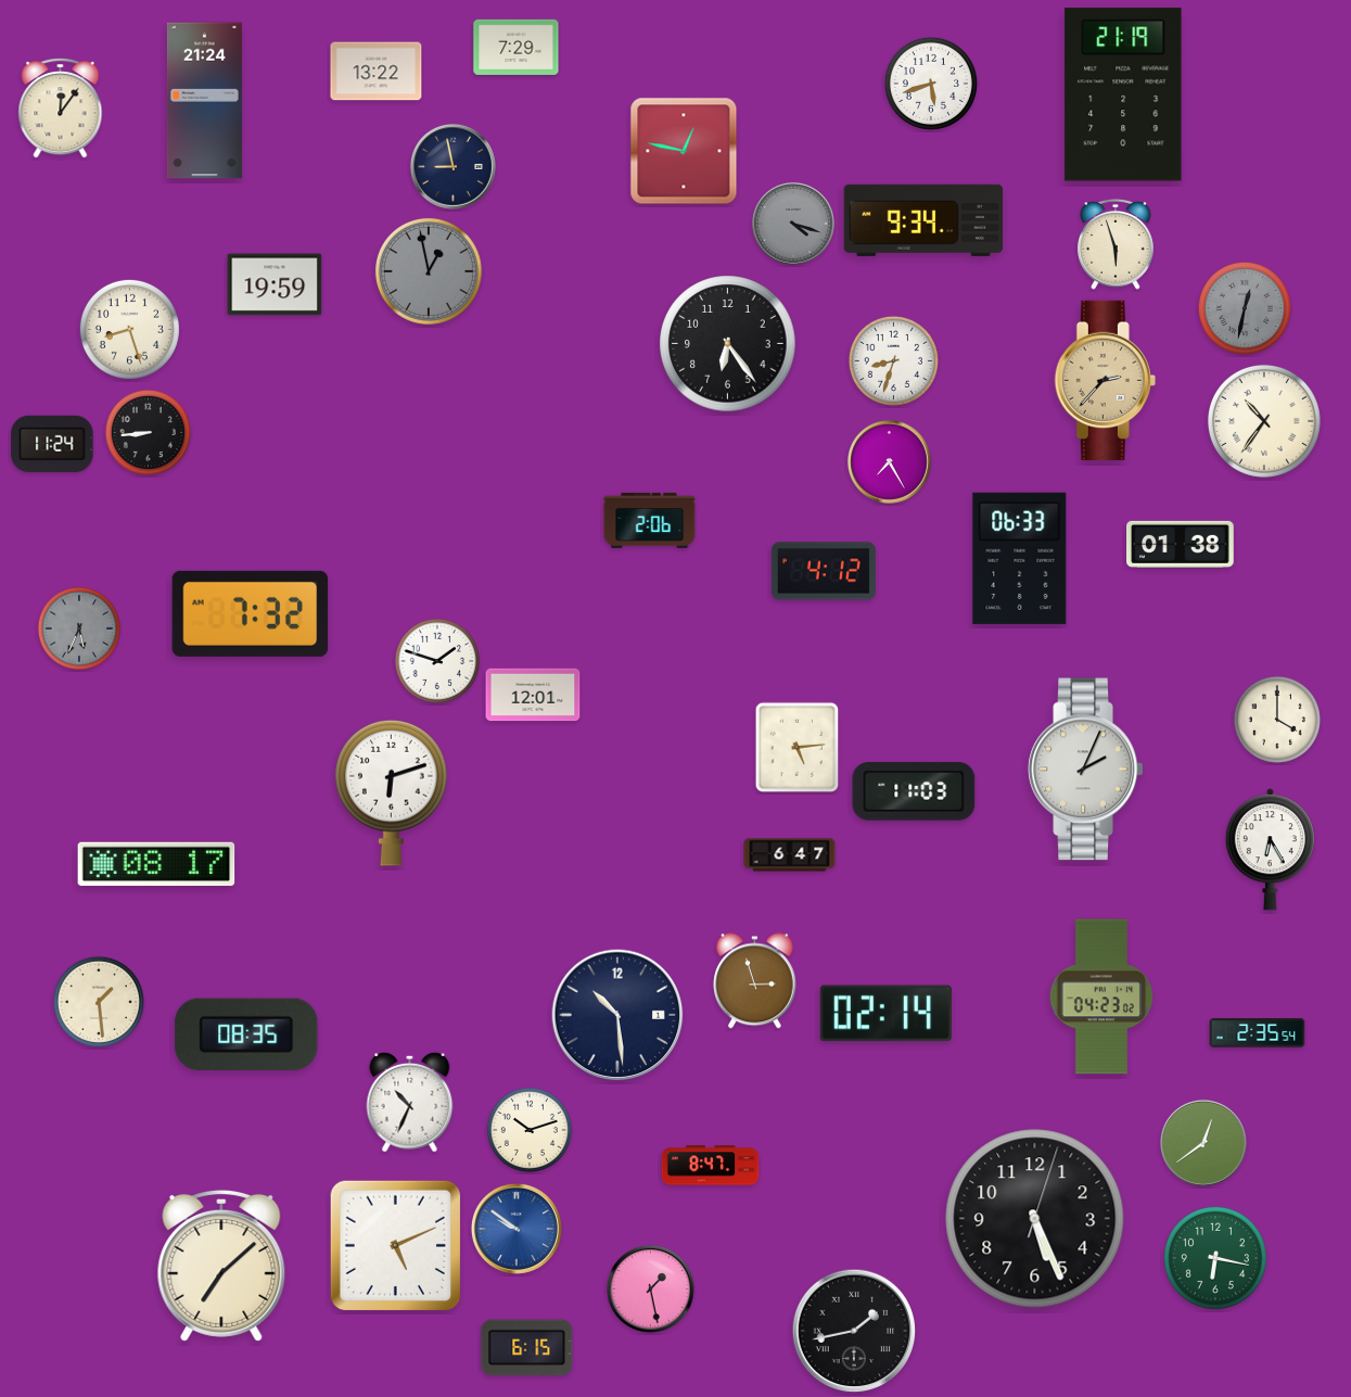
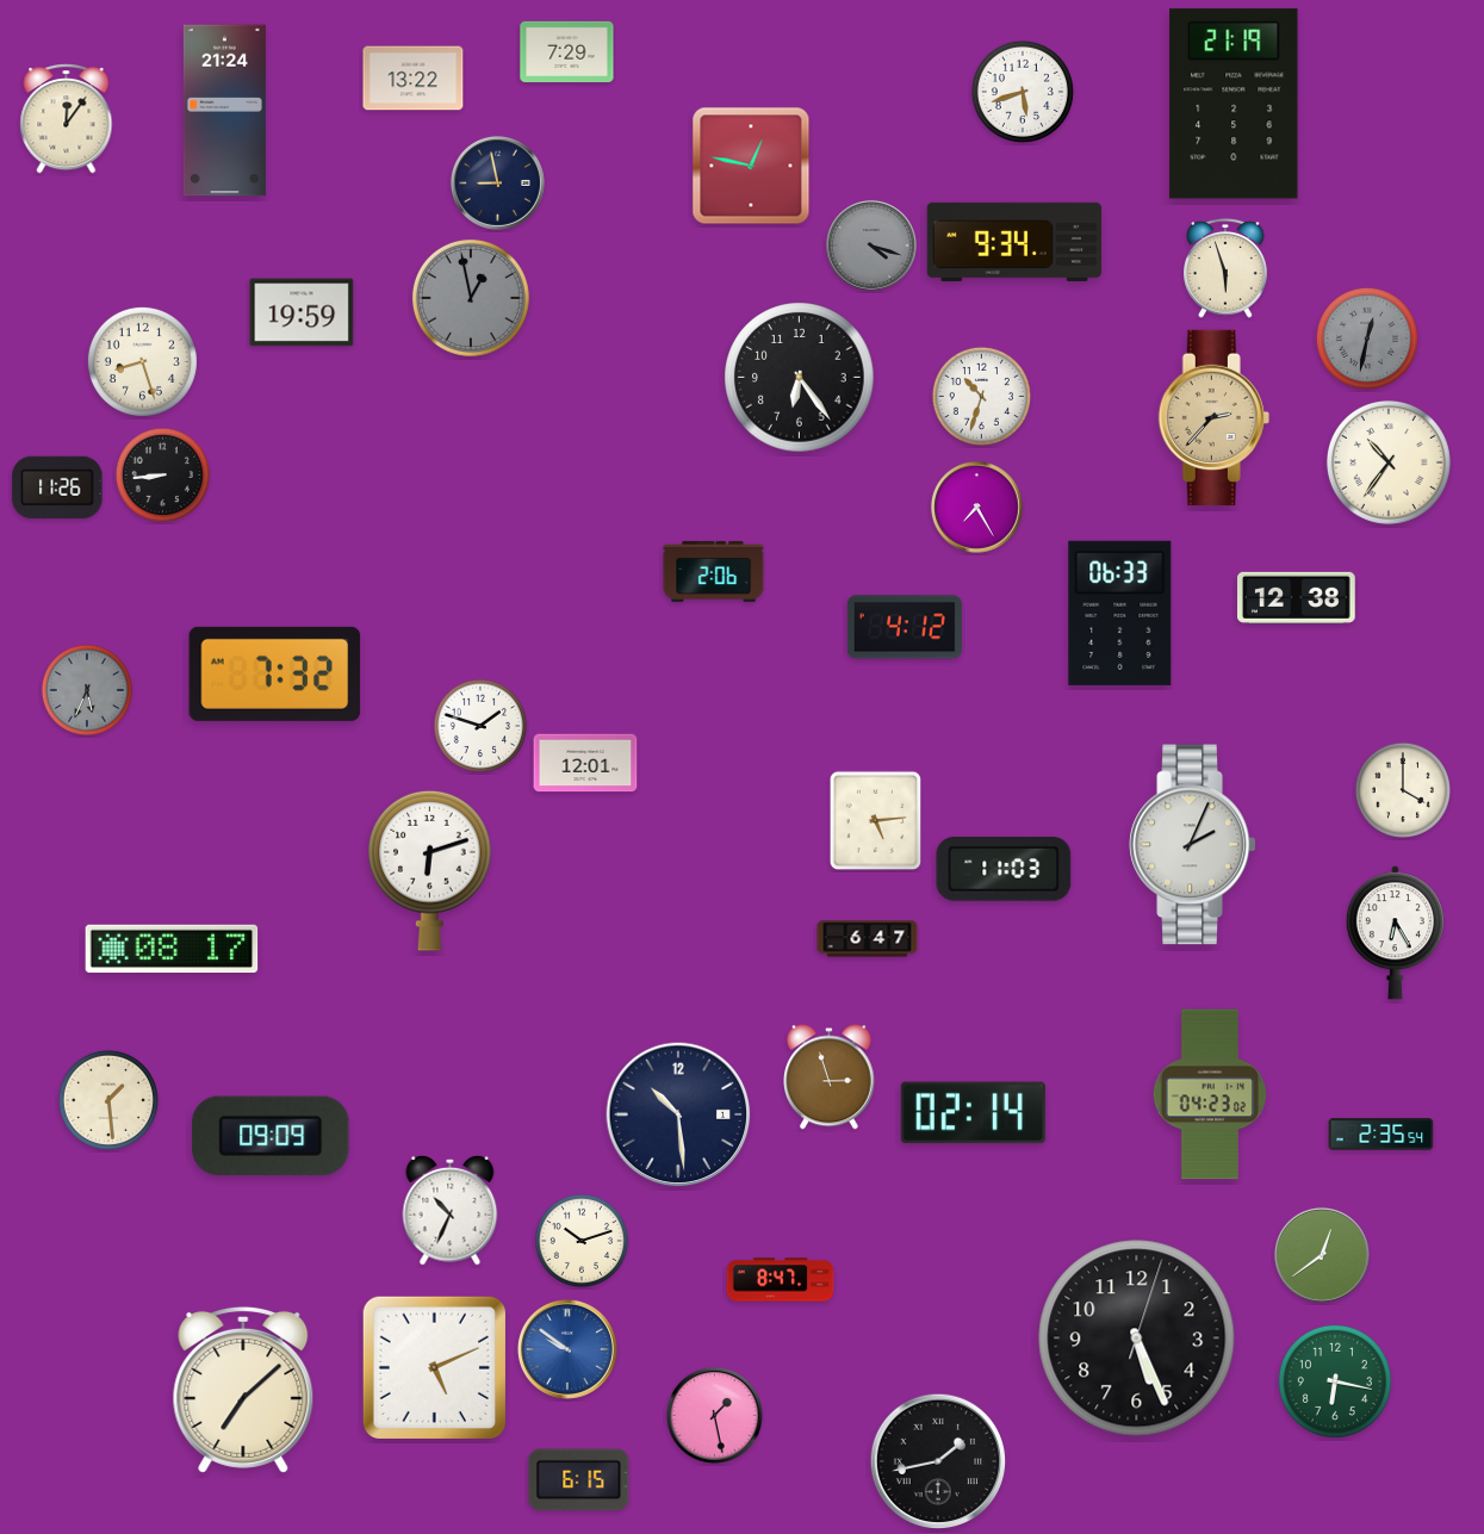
clock at (893, 360): 8:33 -> 10:33
clock at (52, 444): 11:24 -> 11:26
clock at (1181, 544): 01:38 -> 12:38
clock at (246, 1034): 08:35 -> 09:09
